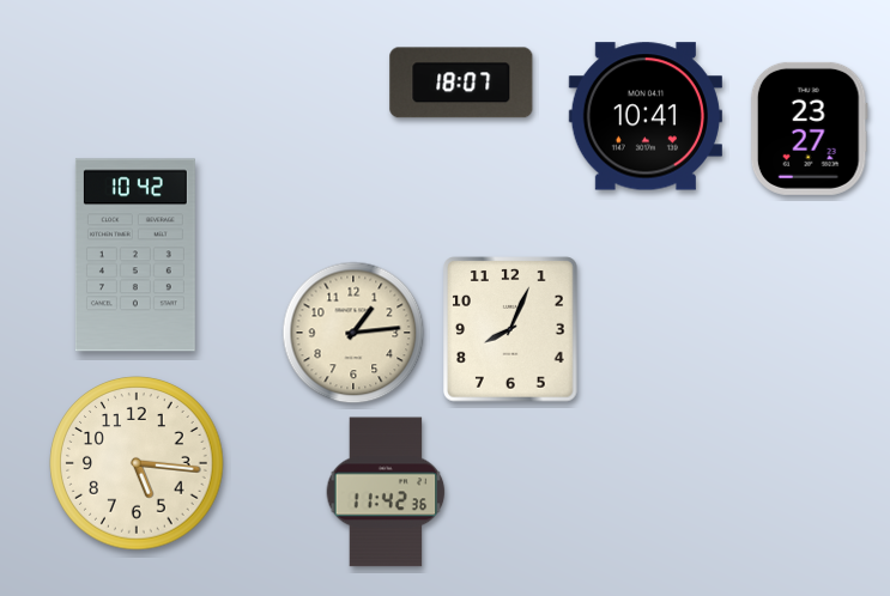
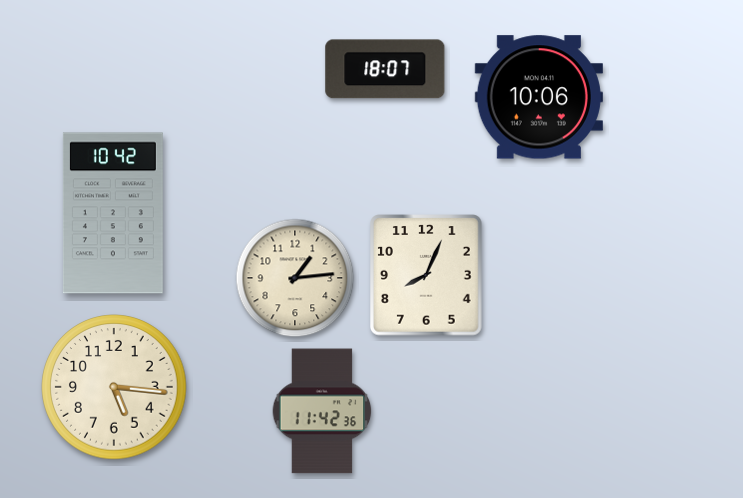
clock at (646, 116): 10:41 -> 10:06
clock at (809, 128): 23:27 -> none
